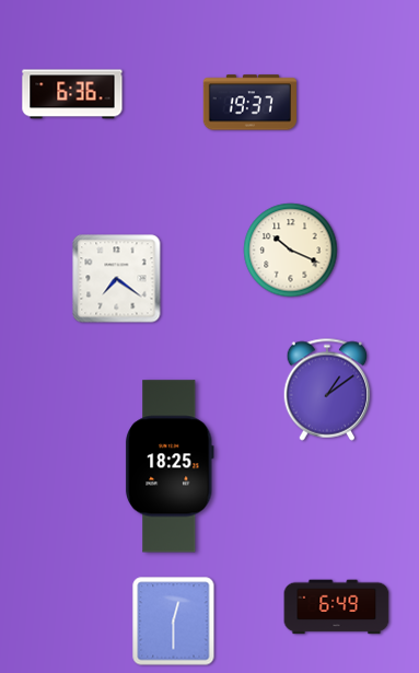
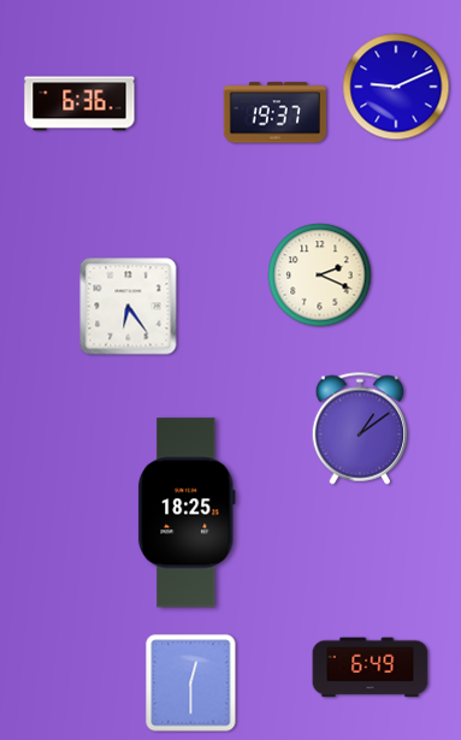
clock at (396, 87): none -> 9:11
clock at (291, 251): 10:19 -> 2:19
clock at (117, 279): 7:21 -> 6:24
